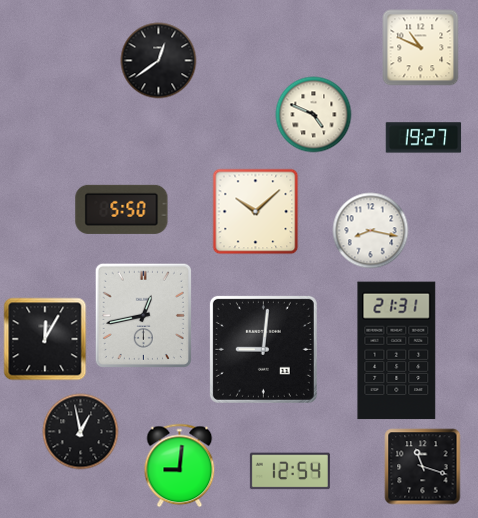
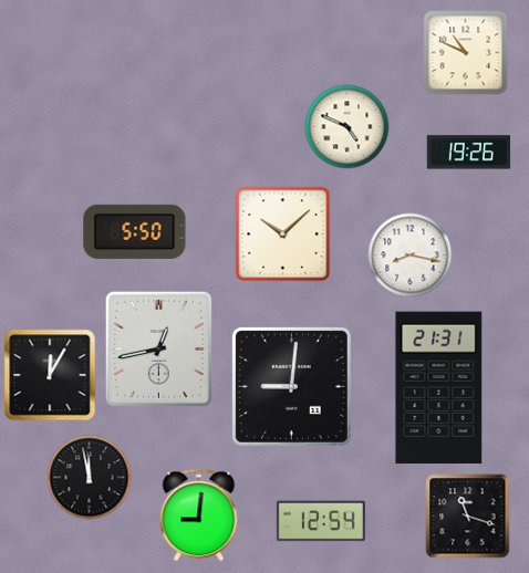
clock at (159, 61): 12:39 -> none
clock at (424, 138): 19:27 -> 19:26
clock at (81, 432): 12:58 -> 11:58
